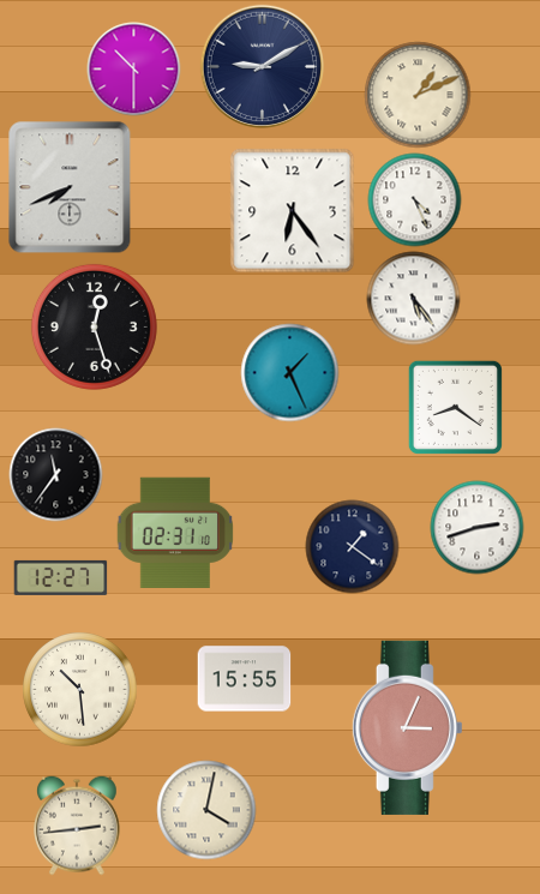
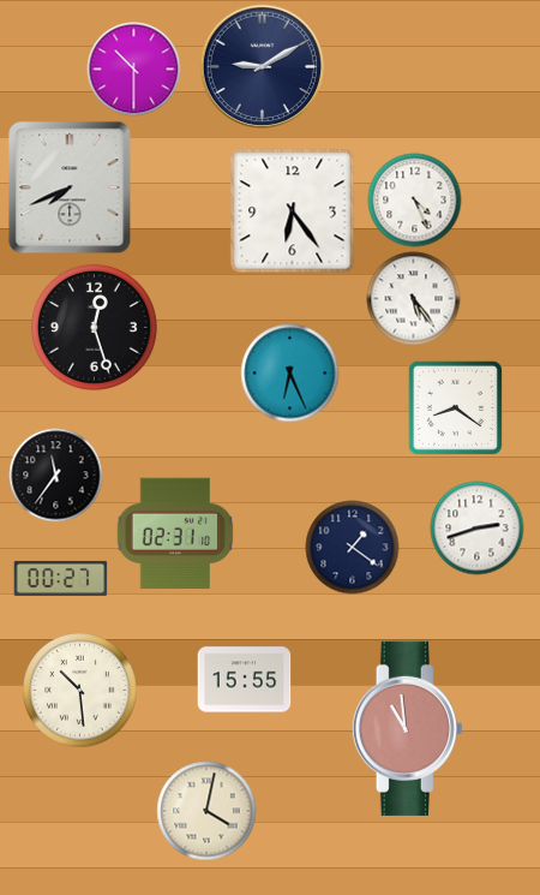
clock at (418, 95): 1:11 -> none
clock at (289, 372): 1:26 -> 6:26
clock at (60, 577): 12:27 -> 00:27
clock at (407, 727): 3:04 -> 10:59
clock at (78, 826): 2:44 -> none
